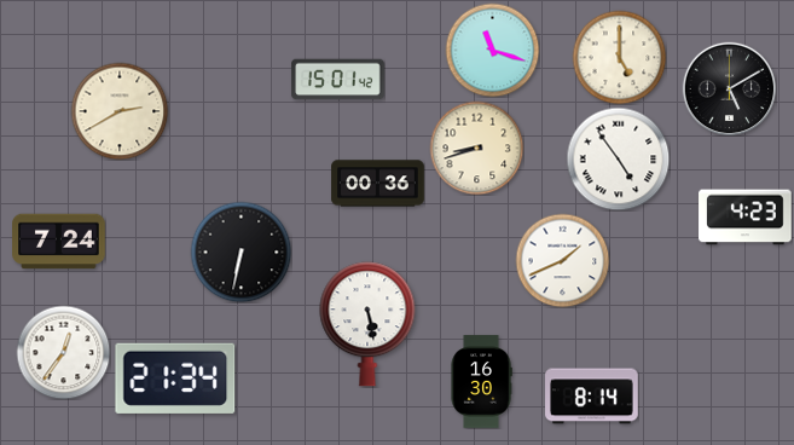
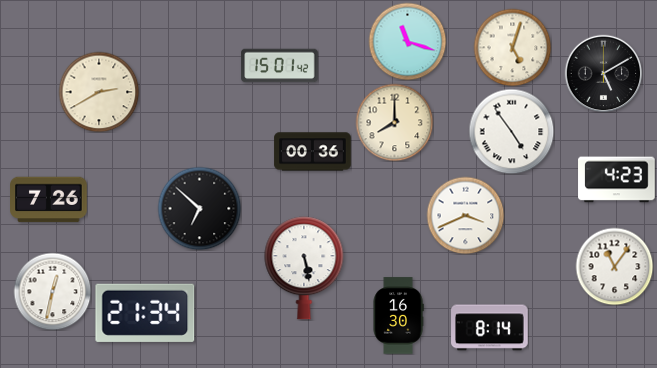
clock at (619, 57): 5:00 -> 5:03
clock at (476, 148): 8:42 -> 8:00
clock at (59, 242): 7:24 -> 7:26
clock at (240, 252): 6:32 -> 6:52
clock at (562, 260): 1:41 -> 3:41
clock at (614, 266): none -> 11:06
clock at (63, 352): 12:36 -> 12:32
